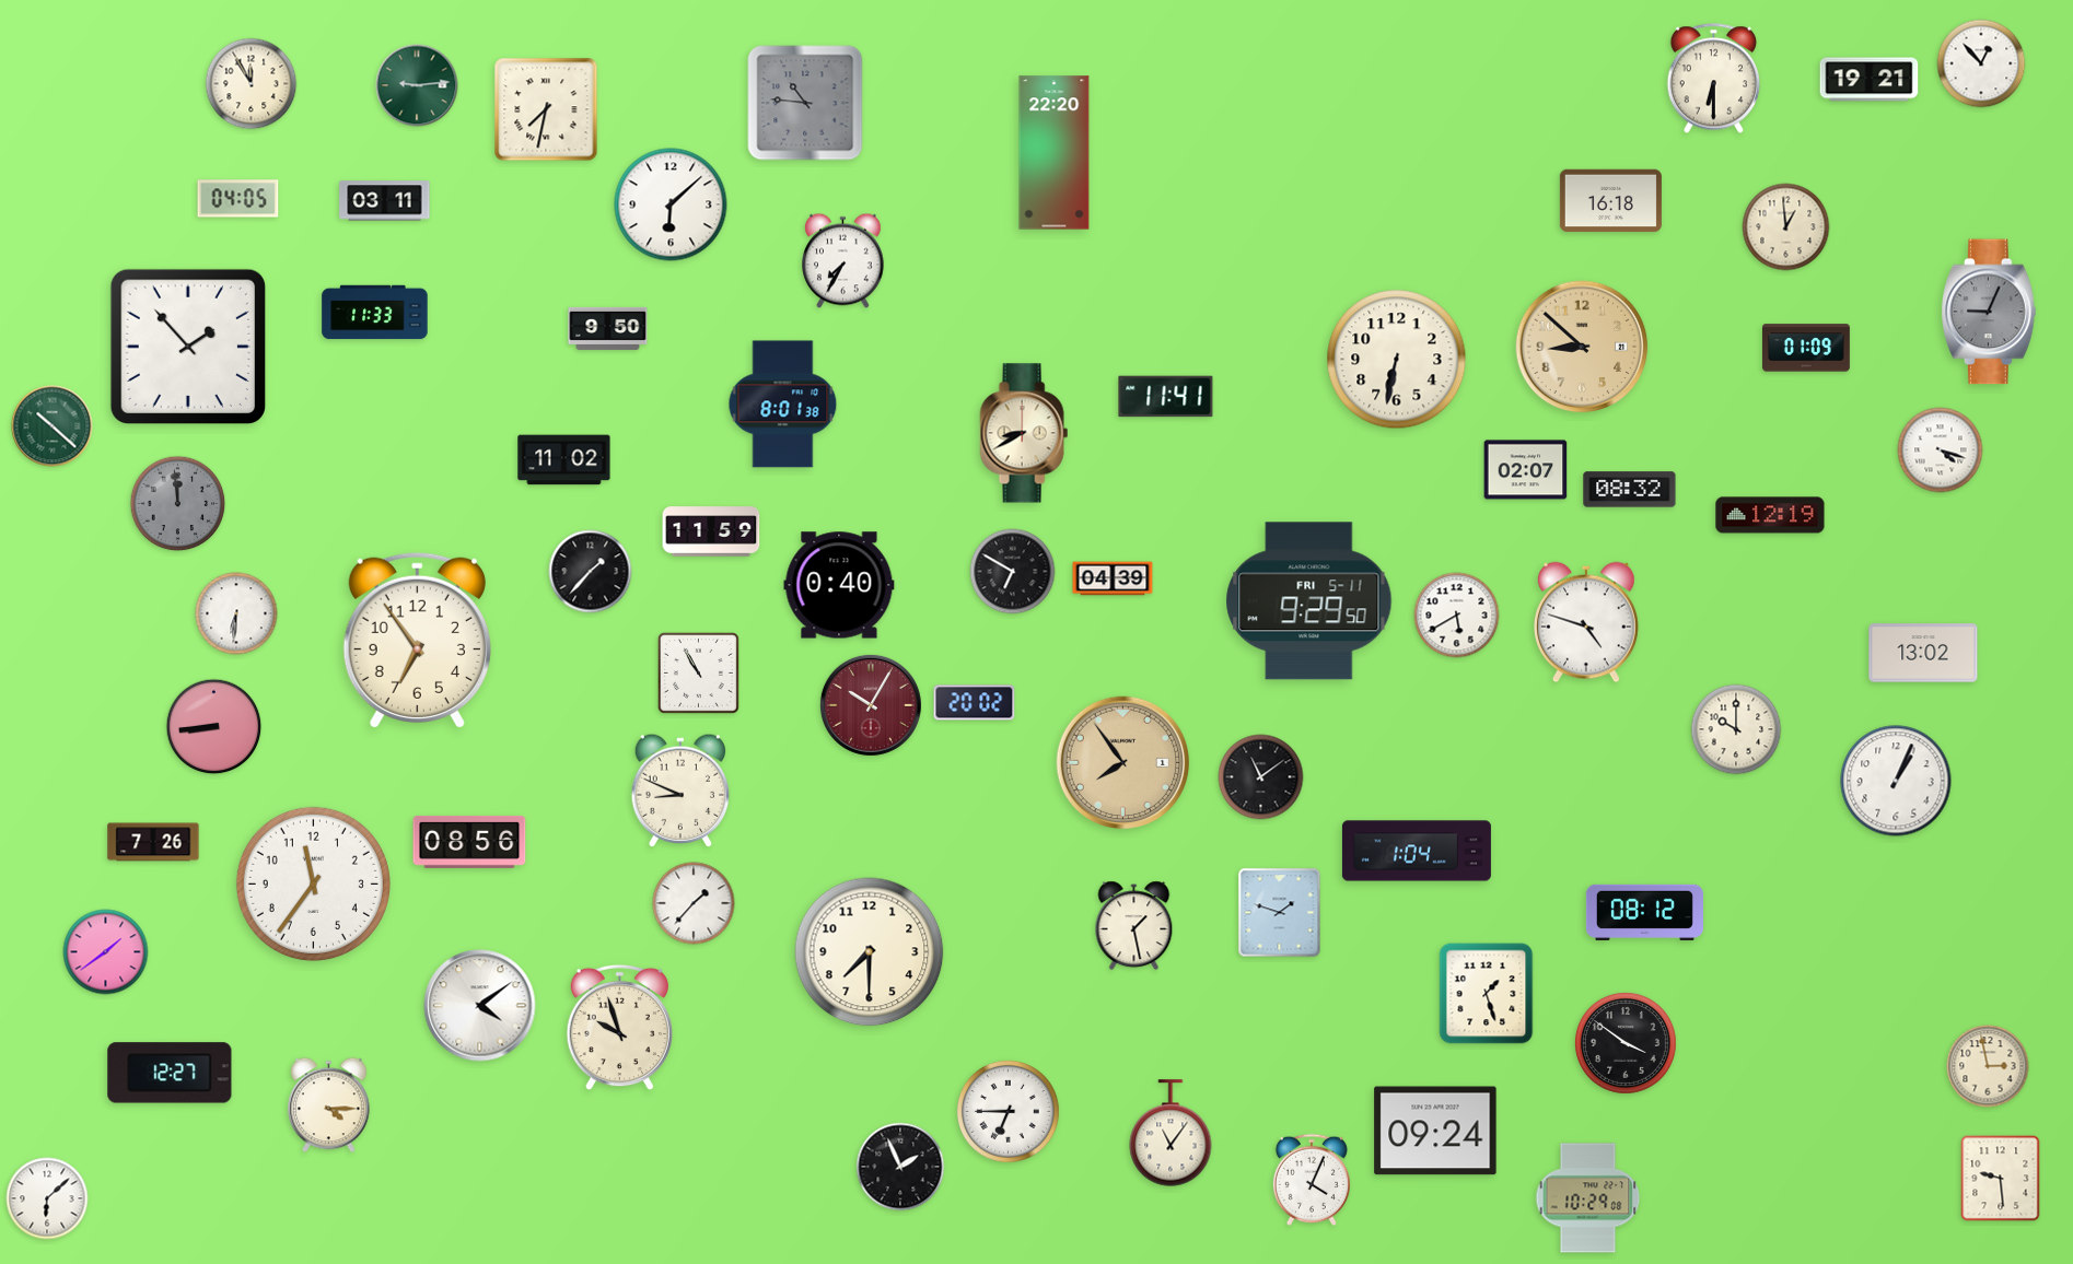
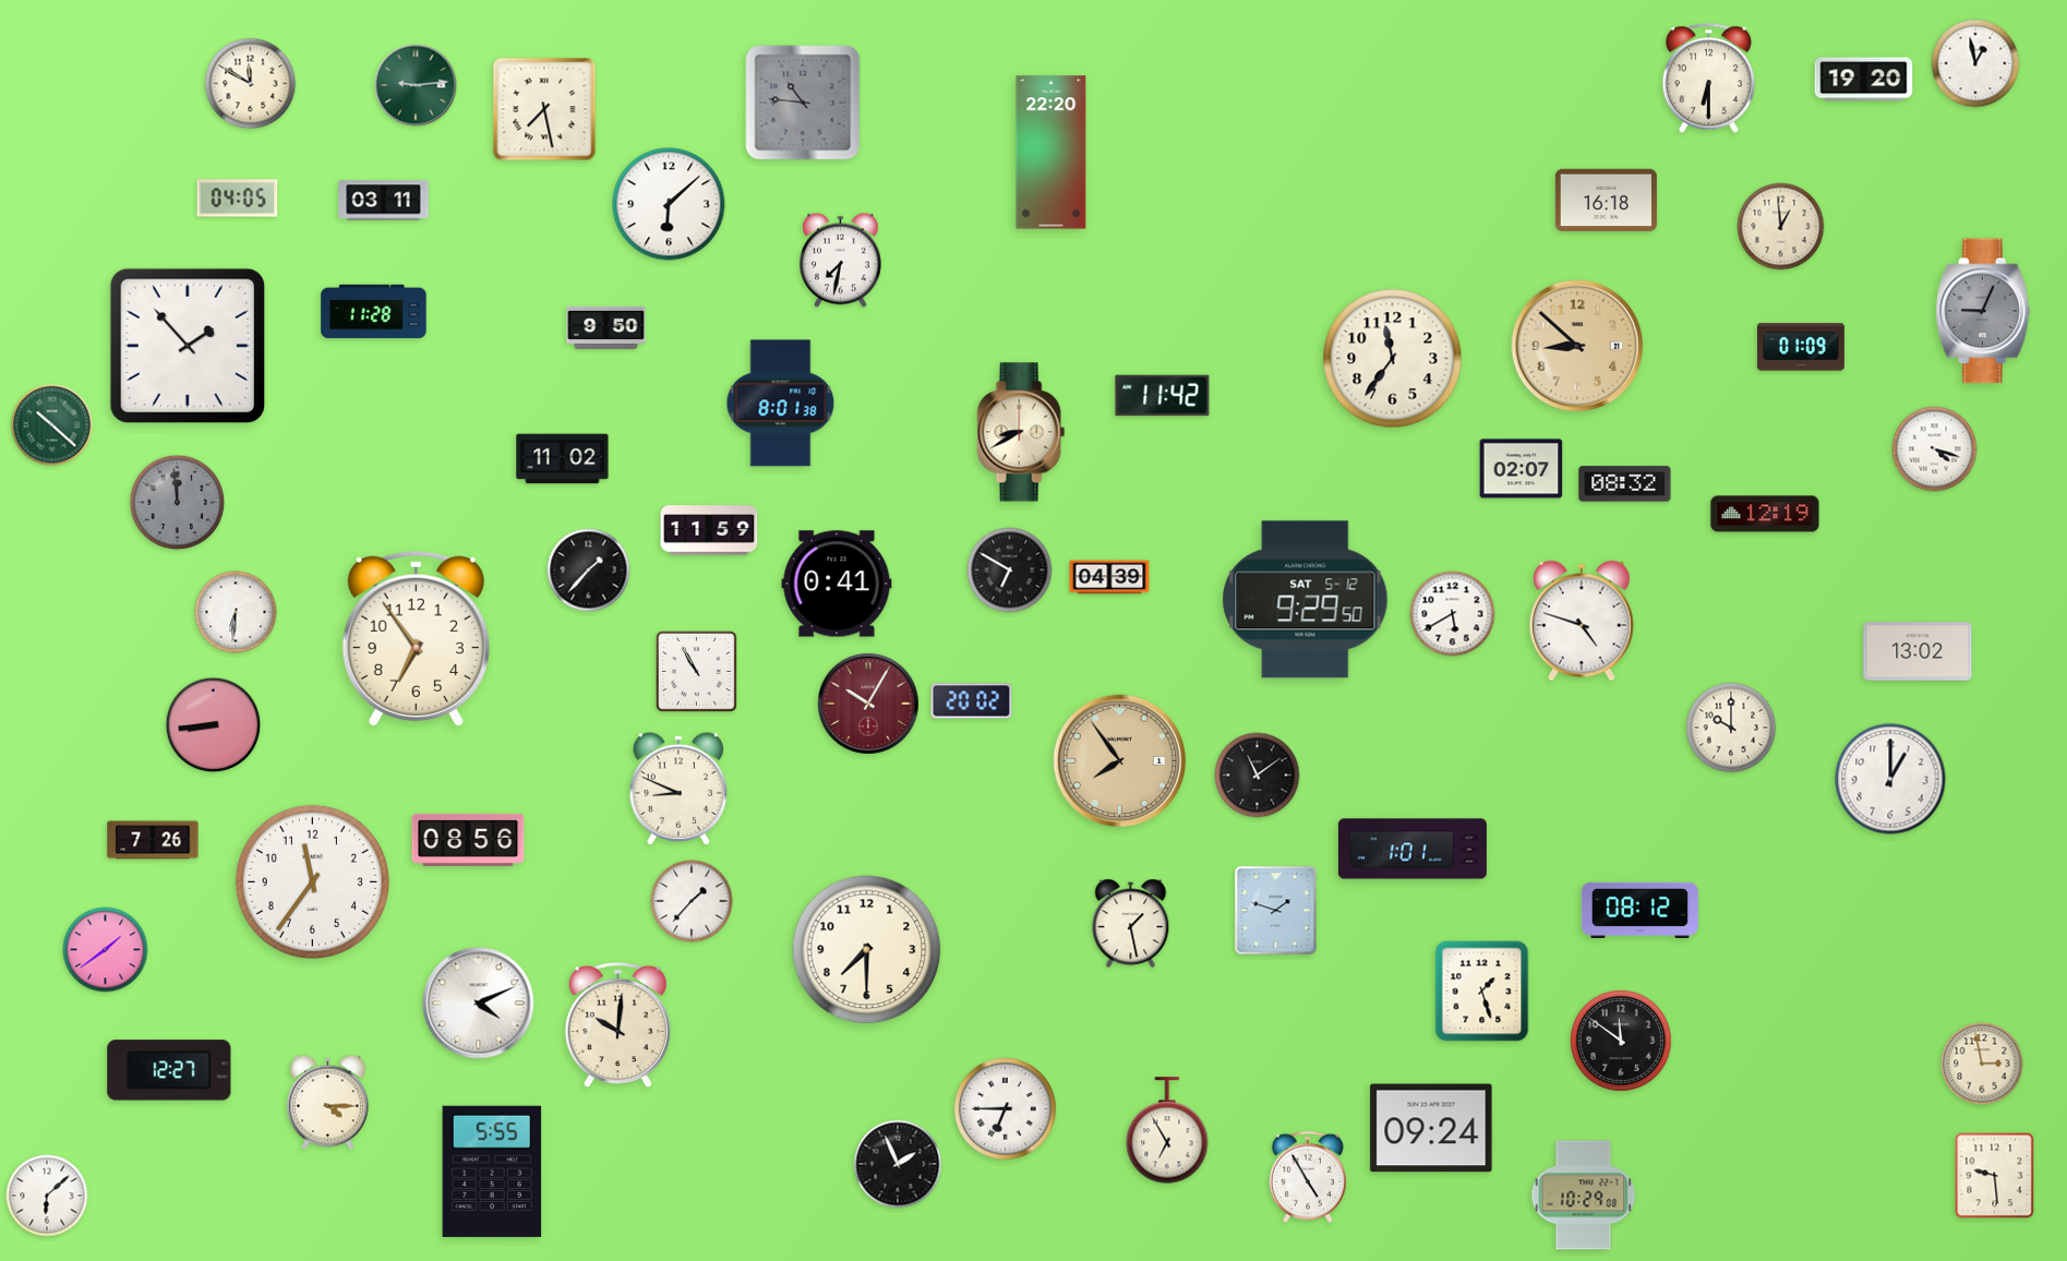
clock at (1981, 63): 12:53 -> 12:58
clock at (1870, 80): 19:21 -> 19:20
clock at (252, 84): 11:55 -> 11:50
clock at (546, 109): 7:32 -> 7:28
clock at (843, 261): 7:35 -> 7:32
clock at (375, 313): 11:33 -> 11:28
clock at (1397, 360): 6:32 -> 11:36
clock at (1166, 397): 11:41 -> 11:42
clock at (1630, 490) position: (1630, 490) -> (1625, 484)
clock at (839, 585): 0:40 -> 0:41
clock at (1309, 601) date: FRI 5-11 -> SAT 5-12
clock at (1896, 781): 1:04 -> 1:00
clock at (1417, 851): 1:04 -> 1:01
clock at (480, 1006): 4:09 -> 4:11
clock at (619, 1028): 9:57 -> 10:01
clock at (1626, 1043): 3:51 -> 11:51
clock at (1171, 1133): 11:06 -> 6:55
clock at (492, 1172): none -> 5:55
clock at (1312, 1180): 4:04 -> 4:55
